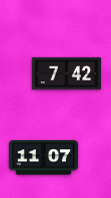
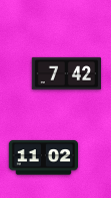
clock at (43, 158): 11:07 -> 11:02
